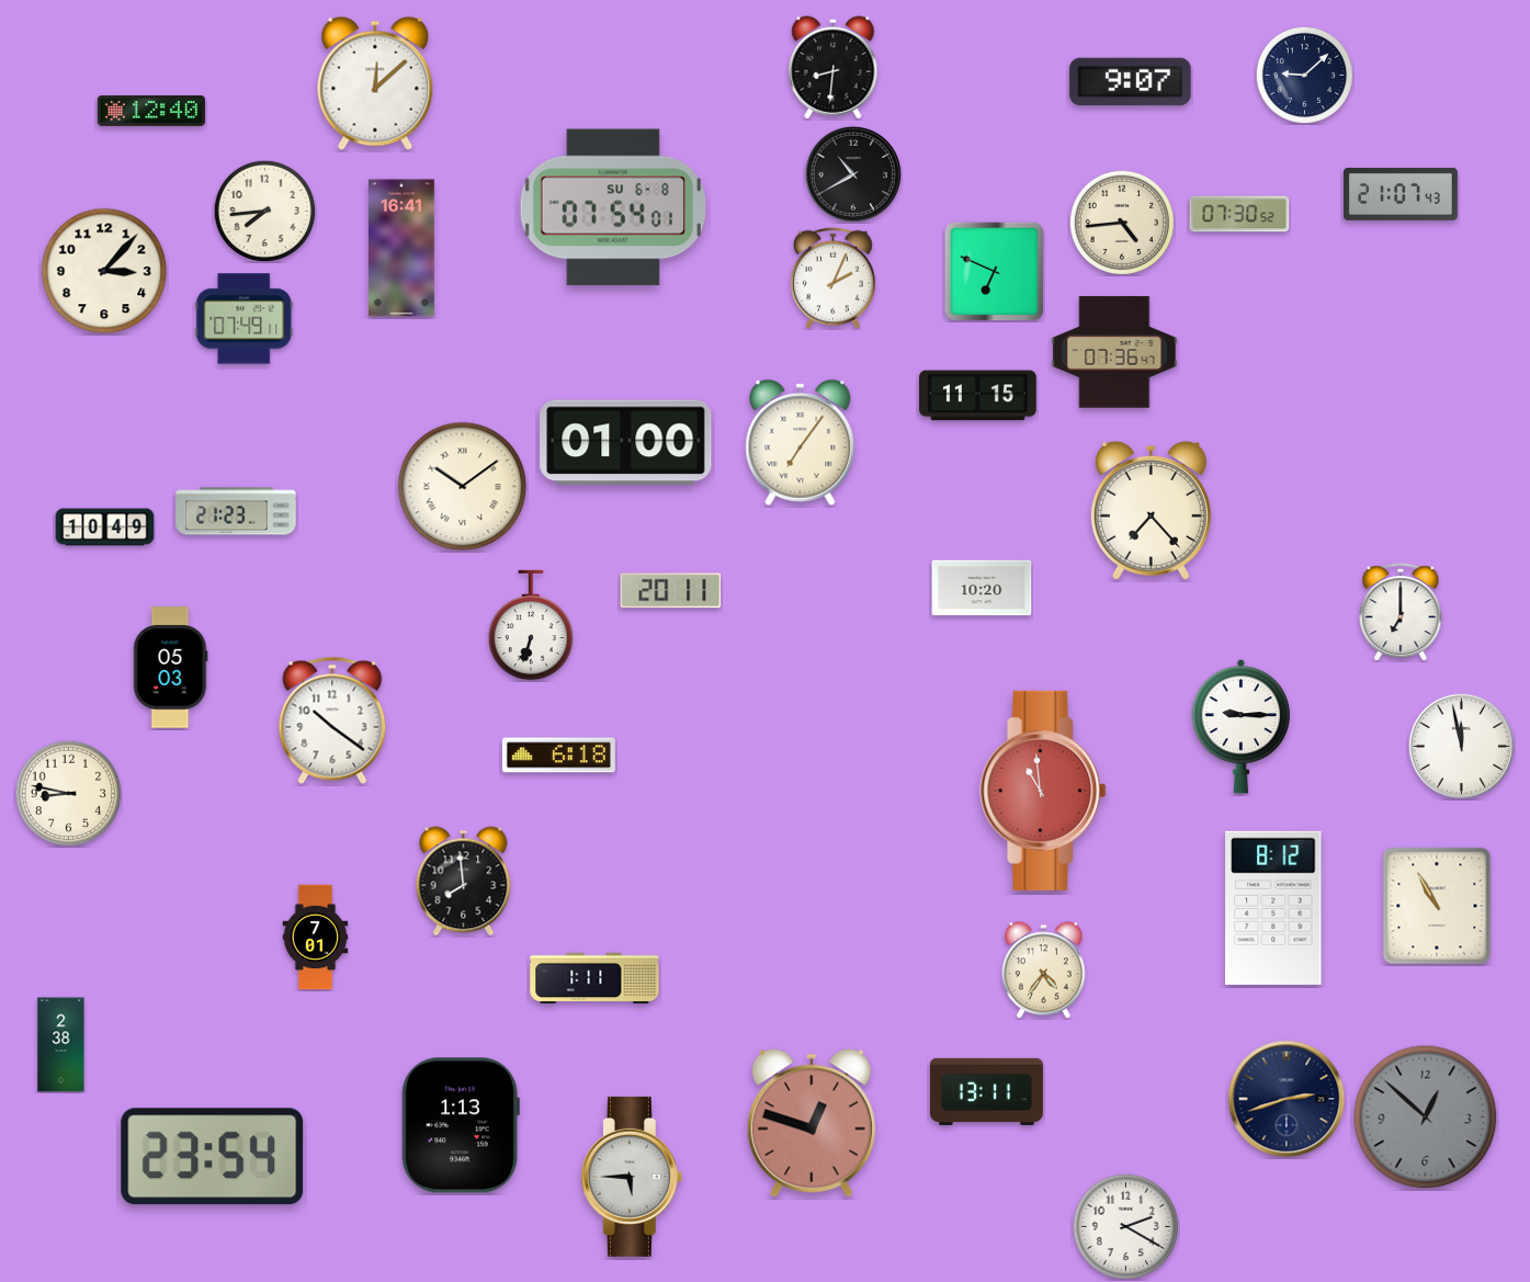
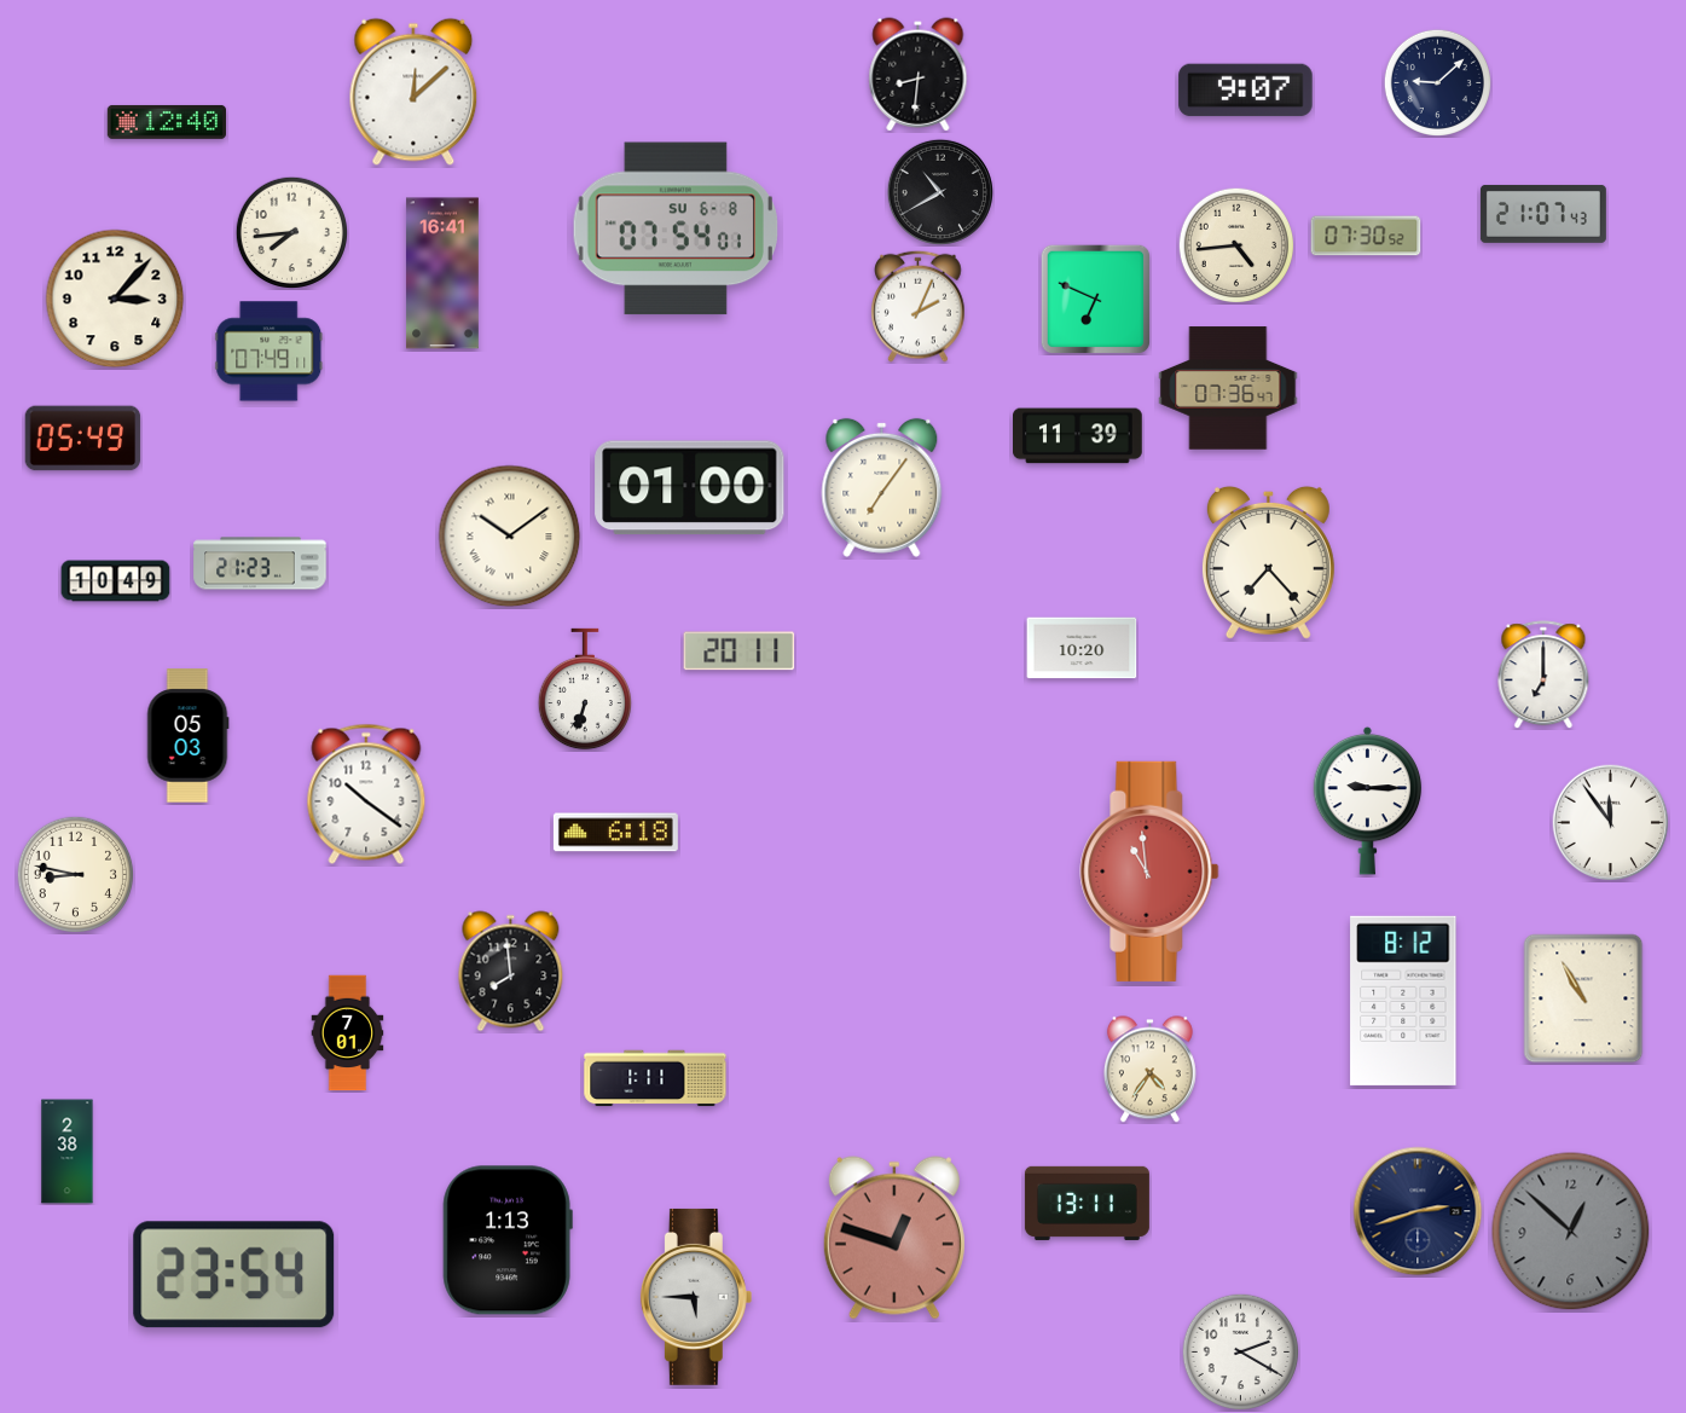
clock at (978, 396): 11:15 -> 11:39
clock at (83, 439): none -> 05:49
clock at (1462, 747): 11:58 -> 11:54
